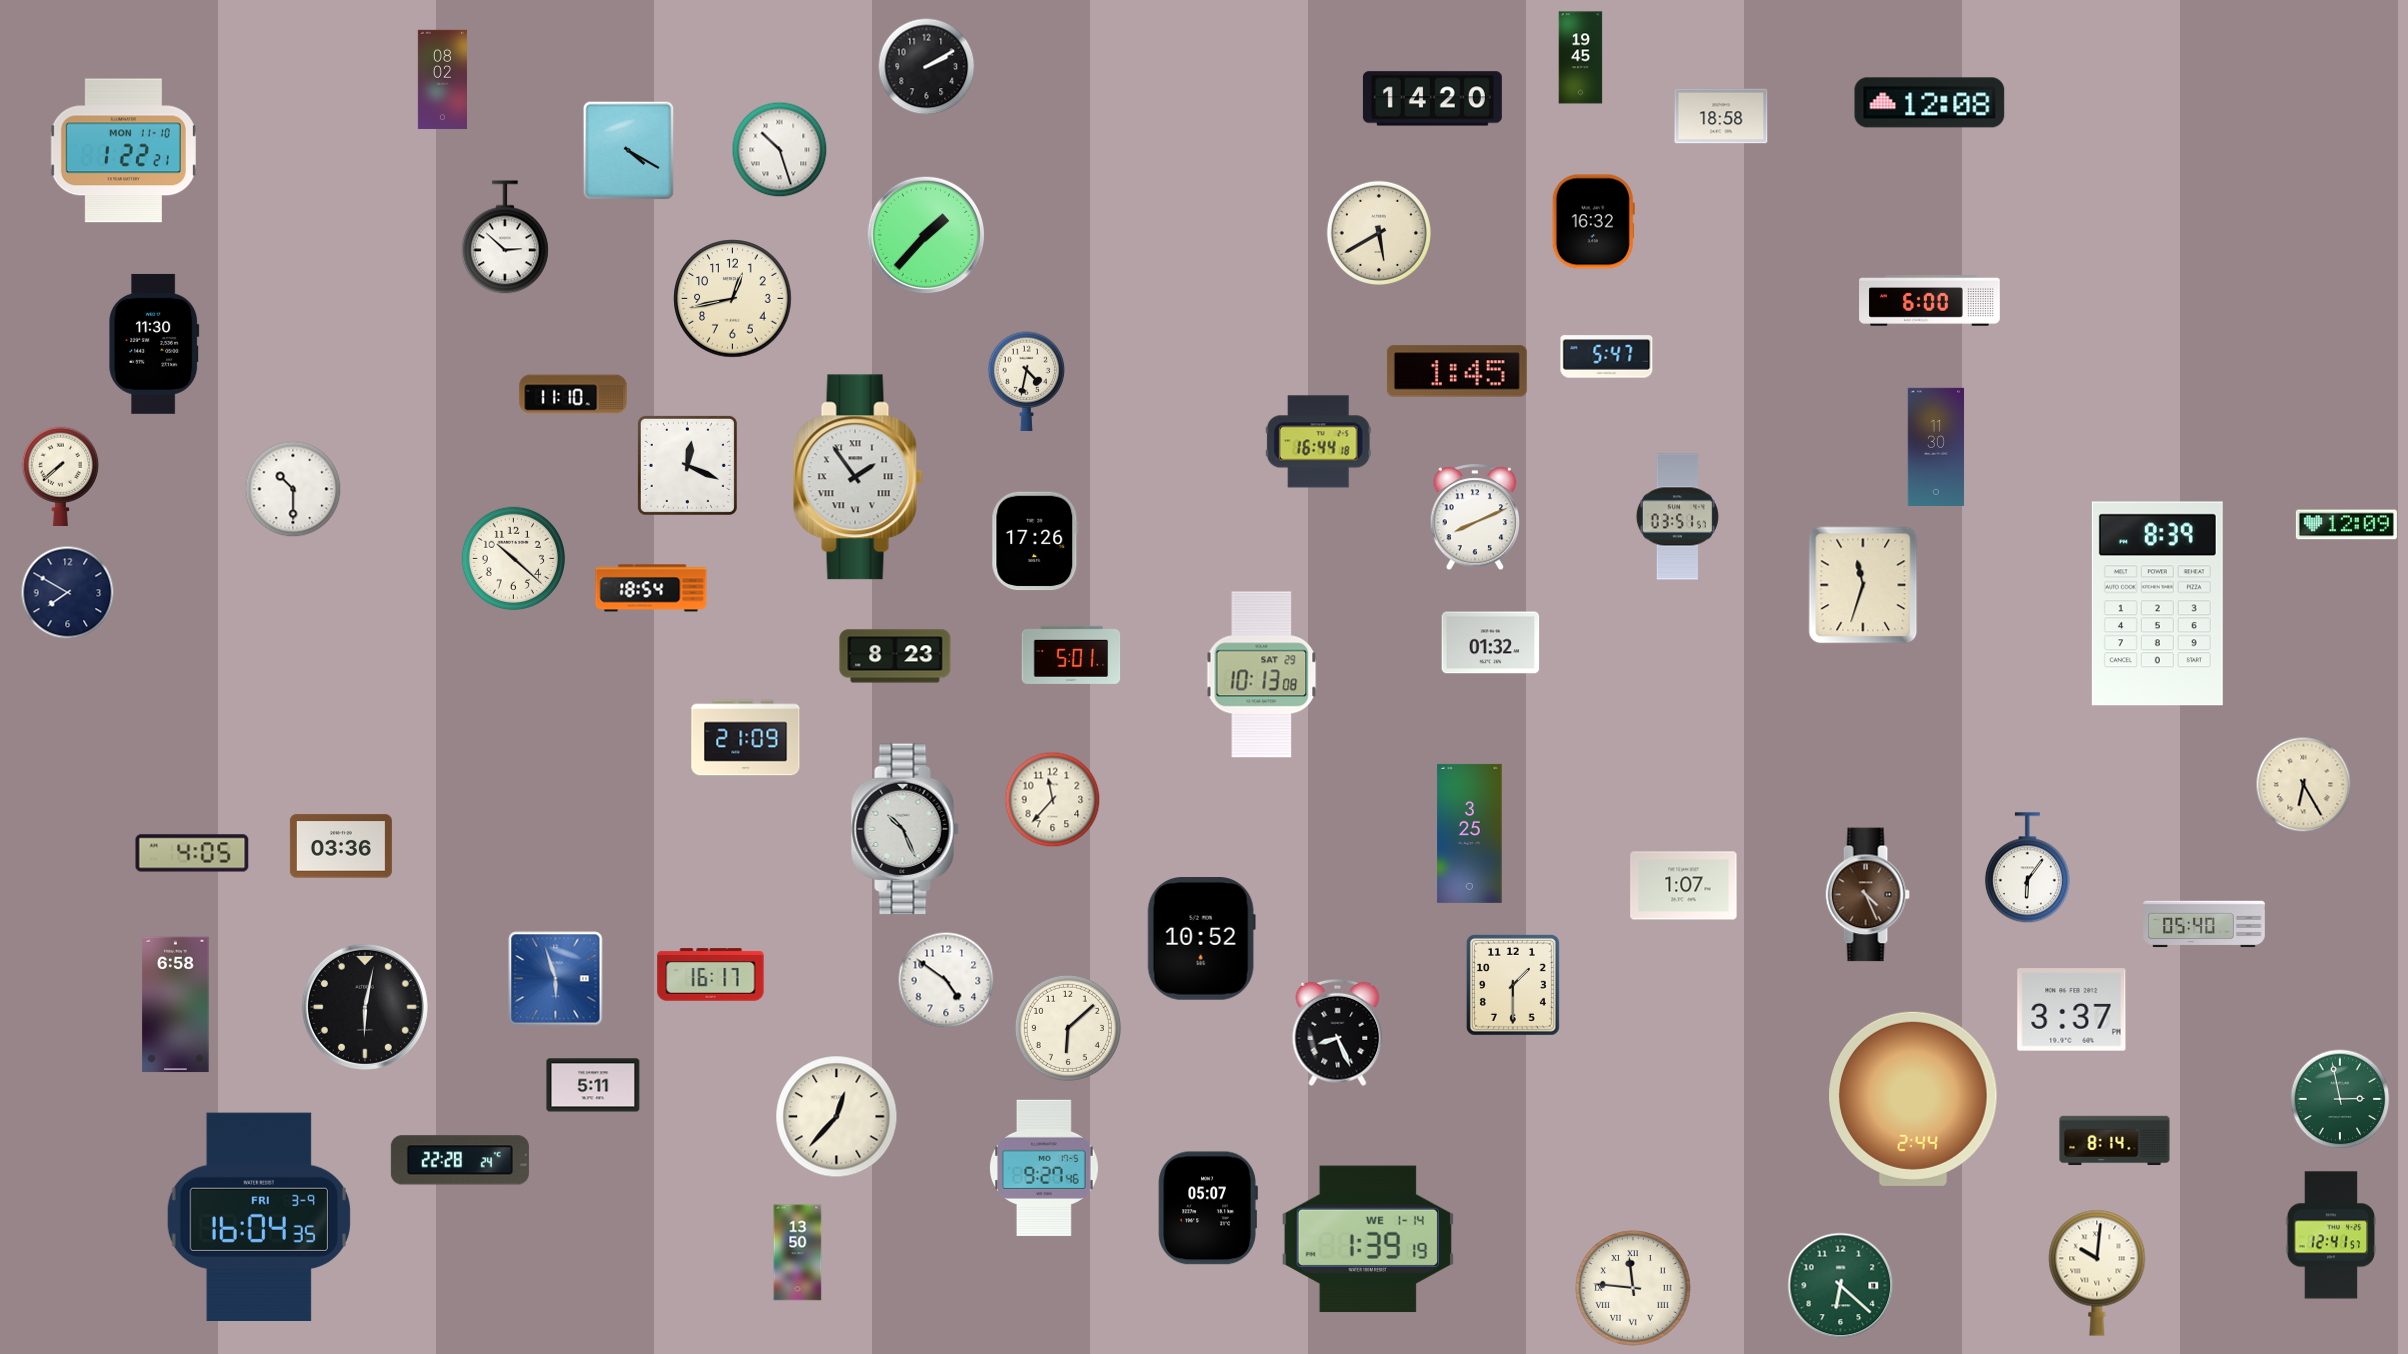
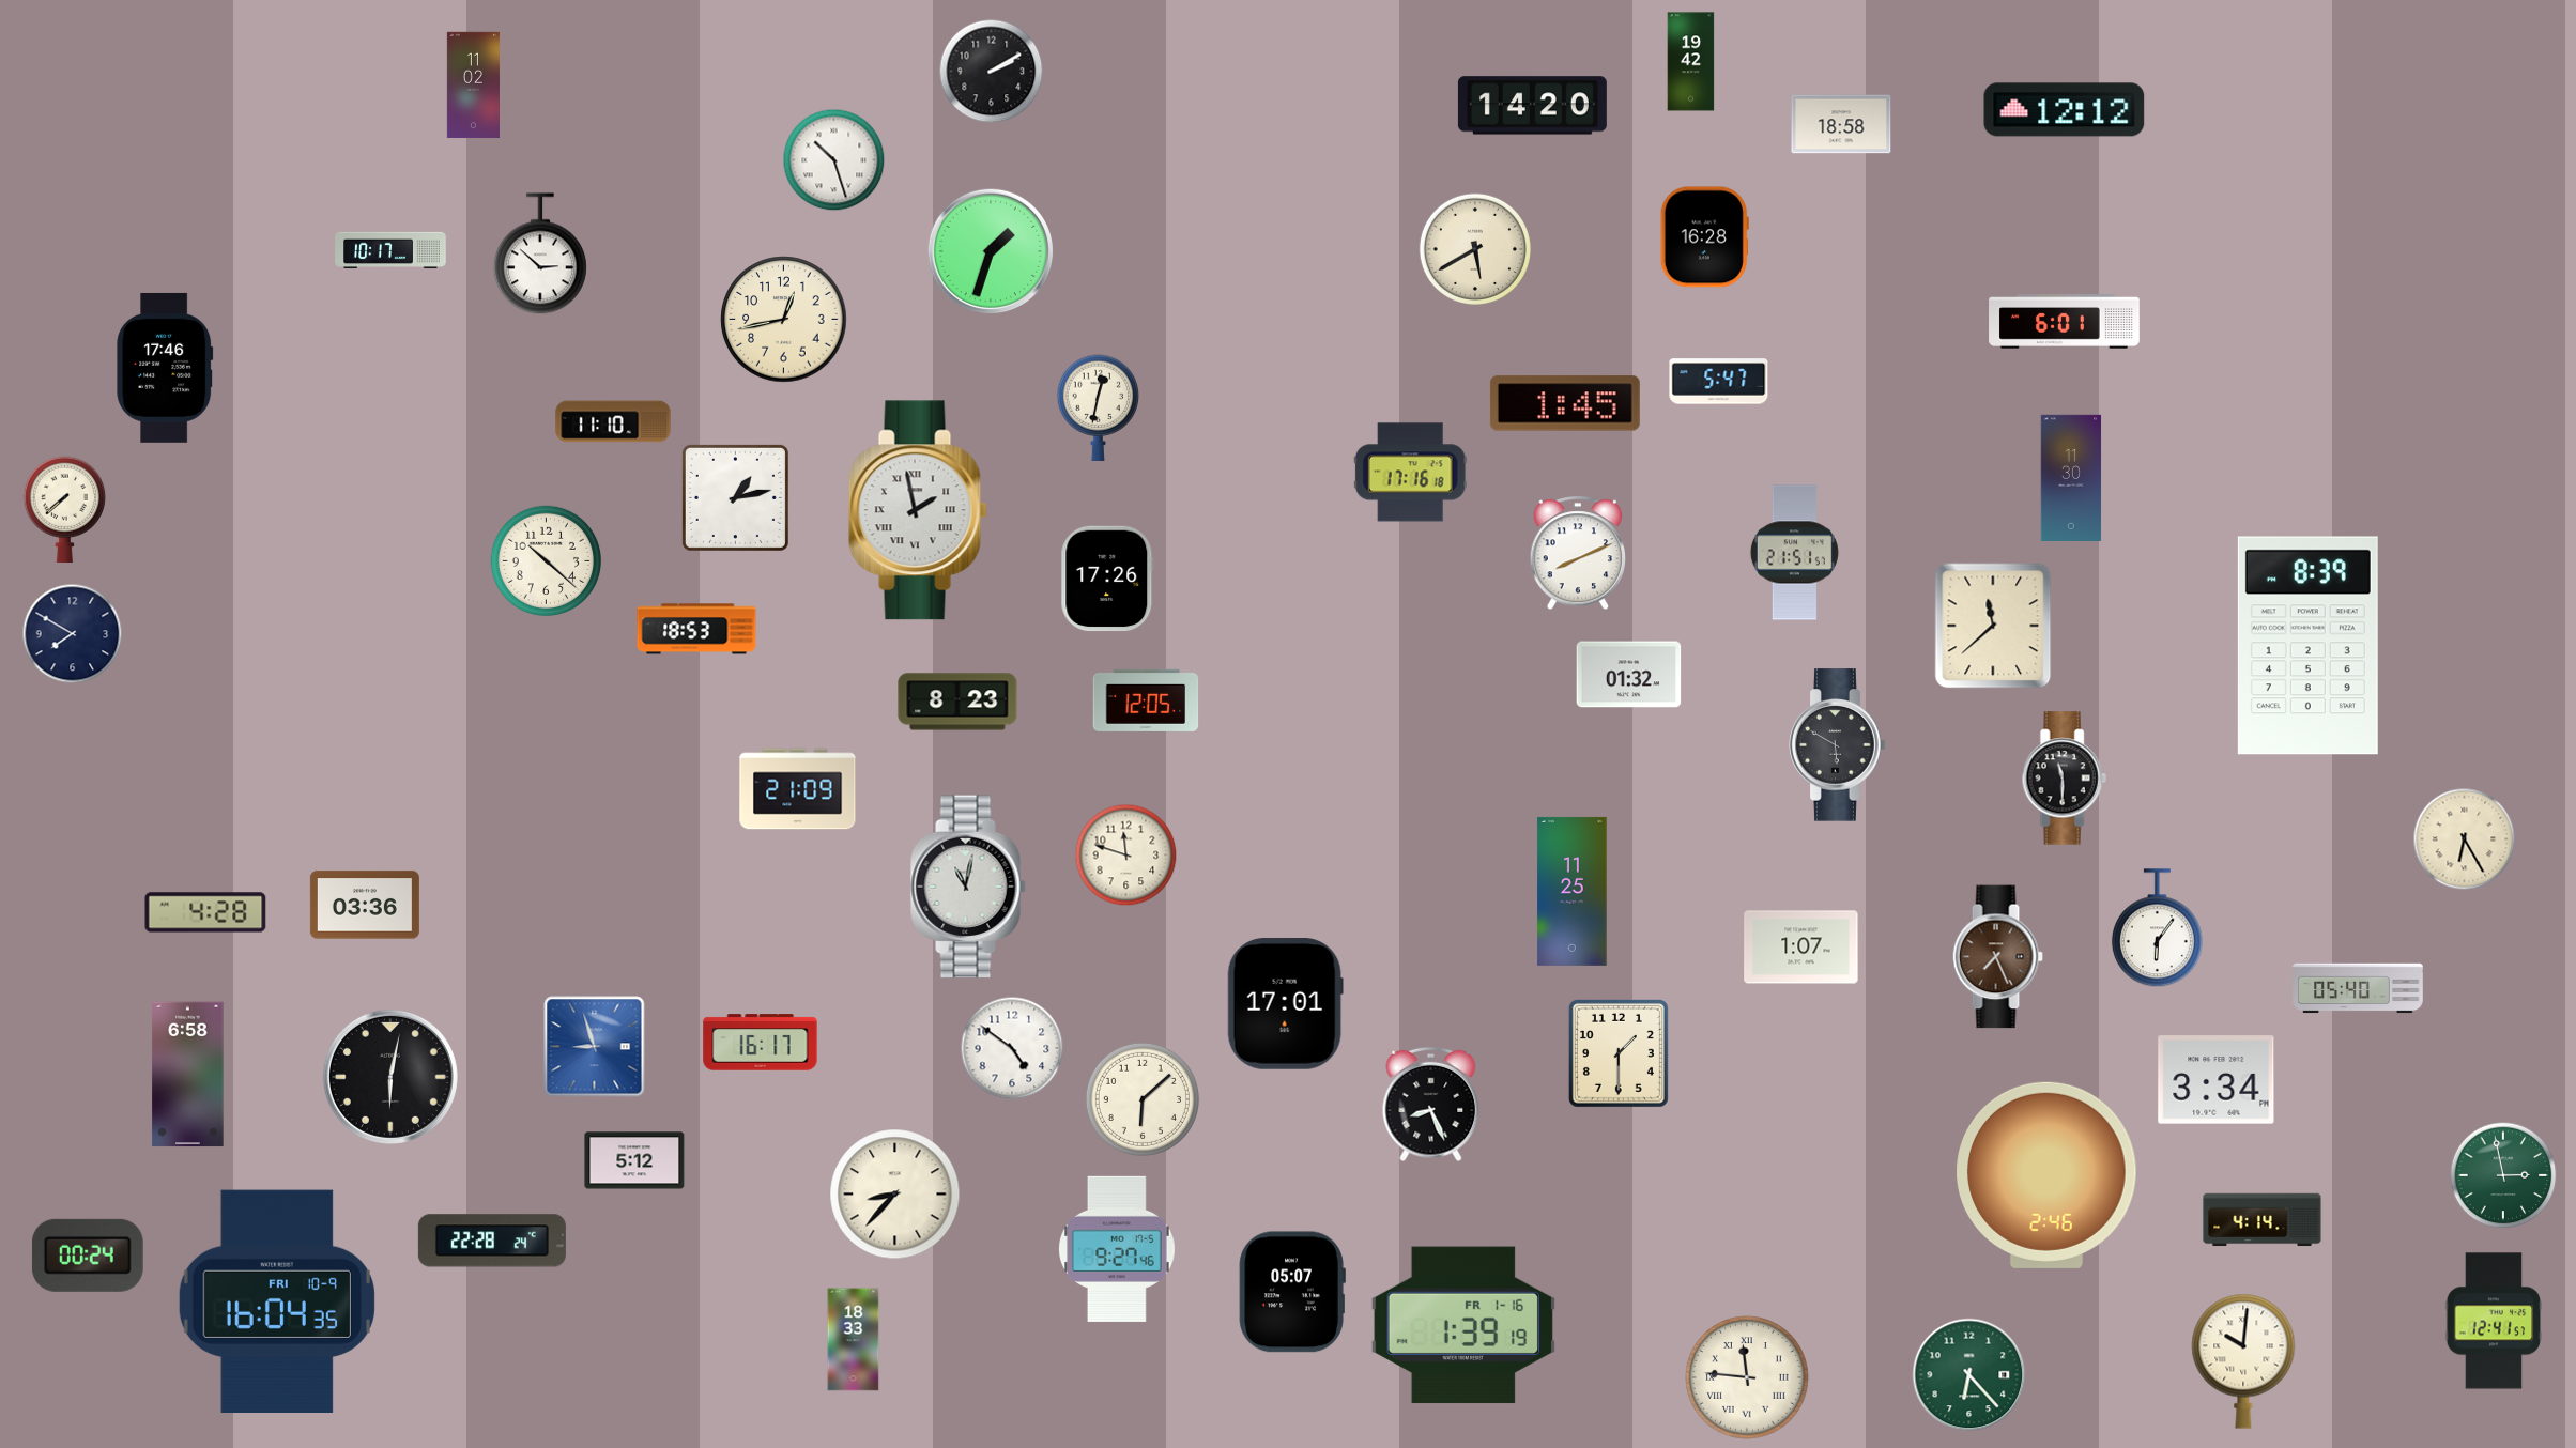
clock at (1581, 58): 19:45 -> 19:42
clock at (442, 80): 08:02 -> 11:02
clock at (1930, 103): 12:08 -> 12:12
clock at (123, 151): 1:22 -> none
clock at (629, 151): 4:20 -> none
clock at (1593, 222): 16:32 -> 16:28
clock at (390, 250): none -> 10:17
clock at (925, 234): 1:37 -> 1:33
clock at (1930, 301): 6:00 -> 6:01
clock at (154, 344): 11:30 -> 17:46
clock at (1457, 371) position: (1457, 371) -> (1565, 403)
clock at (1027, 382): 4:32 -> 12:32
clock at (1318, 442): 16:44 -> 17:16
clock at (687, 465): 12:19 -> 1:13
clock at (858, 477): 1:54 -> 1:58
clock at (293, 489): 10:30 -> none
clock at (1677, 517): 03:51 -> 21:51
clock at (2346, 525): 12:09 -> none
clock at (513, 558) position: (513, 558) -> (546, 560)
clock at (1863, 585): 11:33 -> 11:38
clock at (651, 588): 18:54 -> 18:53
clock at (1491, 643) position: (1491, 643) -> (1629, 675)
clock at (1071, 655): 5:01 -> 12:05
clock at (1262, 675): 10:13 -> none
clock at (1838, 745): none -> 5:50
clock at (2064, 779): none -> 11:30
clock at (1053, 800): 11:37 -> 11:48
clock at (905, 829): 10:26 -> 11:02
clock at (1470, 833): 3:25 -> 11:25
clock at (192, 853): 4:05 -> 4:28
clock at (2027, 868) position: (2027, 868) -> (2157, 928)
clock at (1867, 895): 4:26 -> 7:26
clock at (1201, 939): 10:52 -> 17:01
clock at (556, 979): 5:57 -> 8:57
clock at (2072, 1010): 3:37 -> 3:34
clock at (593, 1085): 5:11 -> 5:12
clock at (1913, 1099): 2:44 -> 2:46
clock at (837, 1117): 12:37 -> 8:37
clock at (2115, 1141): 8:14 -> 4:14
clock at (88, 1256): none -> 00:24
clock at (259, 1216) date: FRI 3-9 -> FRI 10-9
clock at (1368, 1239) date: WE 1-14 -> FR 1-16
clock at (798, 1253): 13:50 -> 18:33
clock at (1841, 1286): 6:22 -> 6:23
